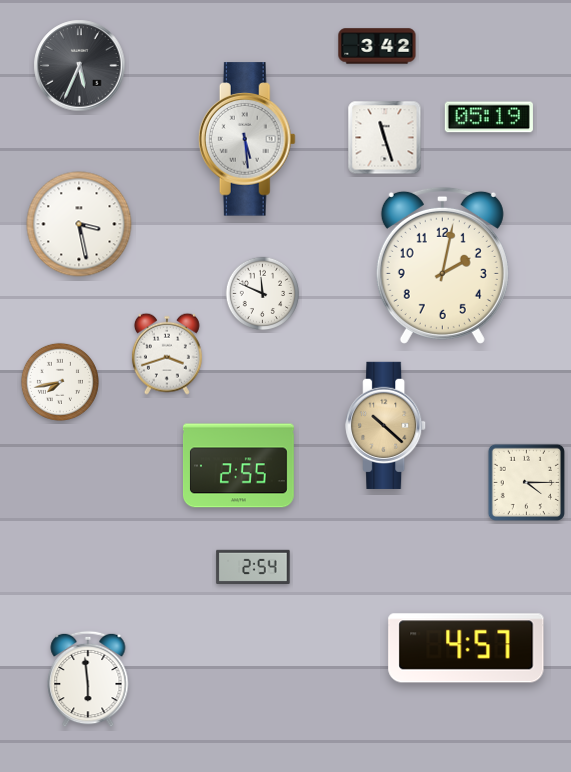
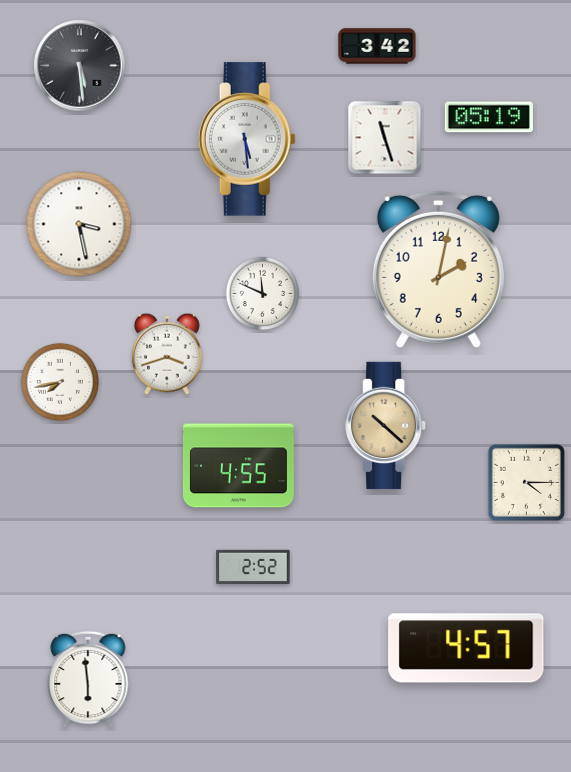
clock at (80, 66): 5:34 -> 5:29
clock at (442, 265) position: (442, 265) -> (438, 269)
clock at (239, 466): 2:55 -> 4:55
clock at (253, 566): 2:54 -> 2:52
